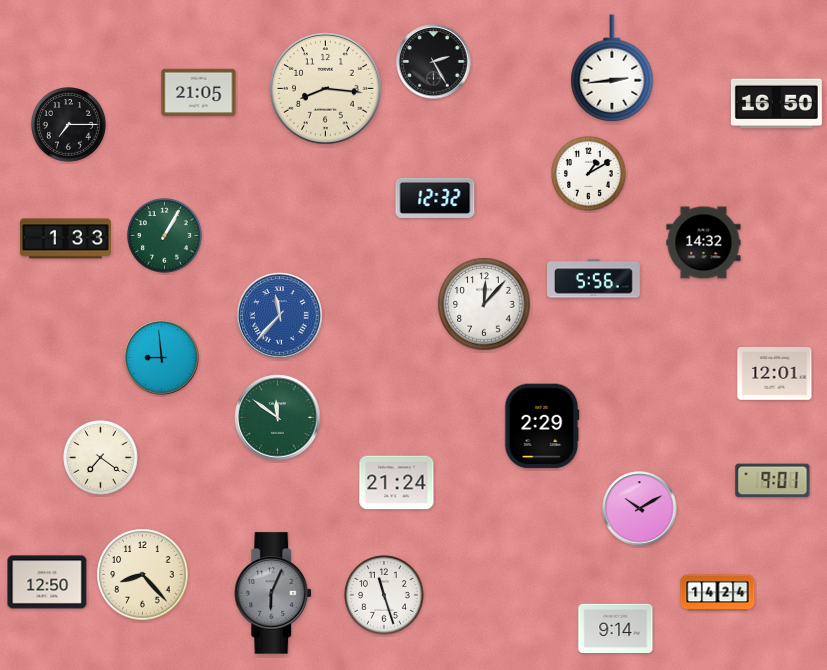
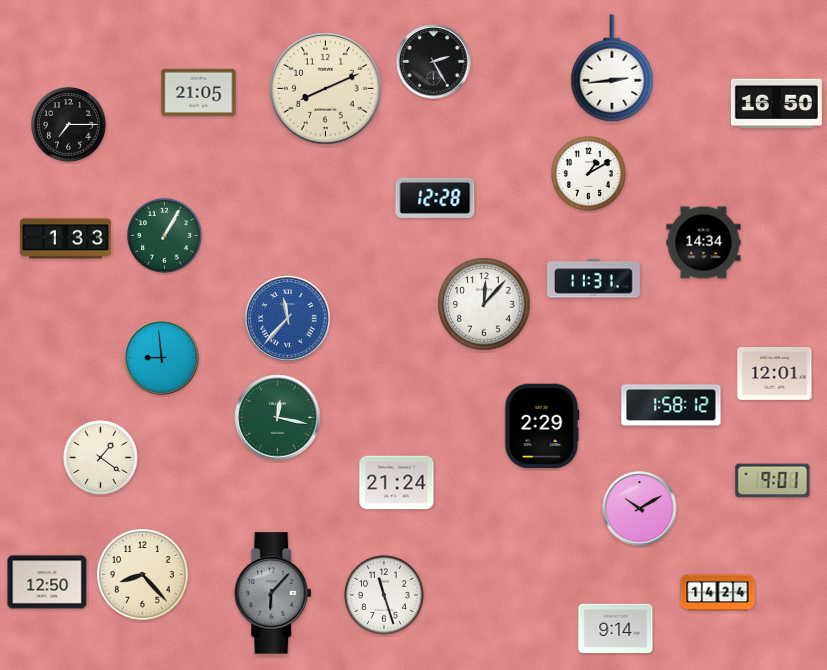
clock at (326, 89): 8:16 -> 8:11
clock at (435, 198): 12:32 -> 12:28
clock at (704, 243): 14:32 -> 14:34
clock at (594, 279): 5:56 -> 11:31
clock at (280, 316) position: (280, 316) -> (288, 319)
clock at (671, 405): none -> 1:58
clock at (278, 418): 11:51 -> 12:17
clock at (101, 458): 7:21 -> 1:21
clock at (274, 593): 6:04 -> 6:07
